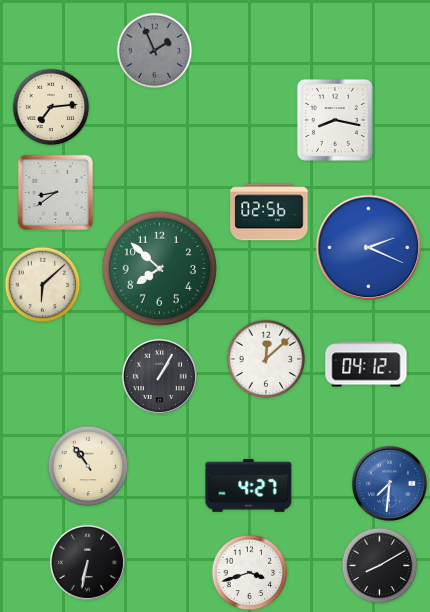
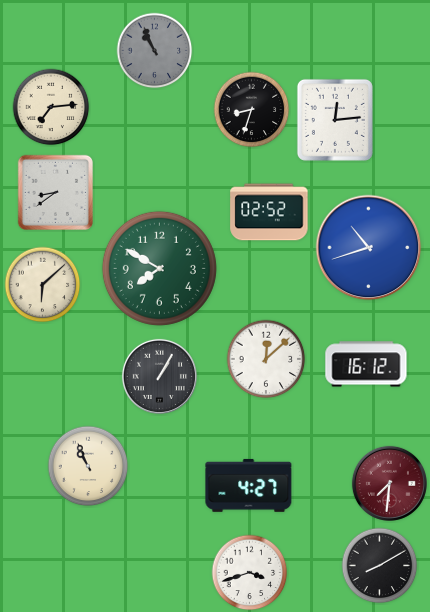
clock at (155, 51): 1:56 -> 10:56
clock at (252, 110): none -> 8:33
clock at (335, 120): 8:17 -> 12:14
clock at (269, 212): 02:56 -> 02:52
clock at (369, 248): 2:19 -> 10:42
clock at (159, 268): 7:52 -> 7:50
clock at (366, 364): 04:12 -> 16:12
clock at (88, 466): 10:54 -> 10:56
clock at (389, 483) dial: blue -> burgundy
clock at (87, 562): 6:32 -> none
